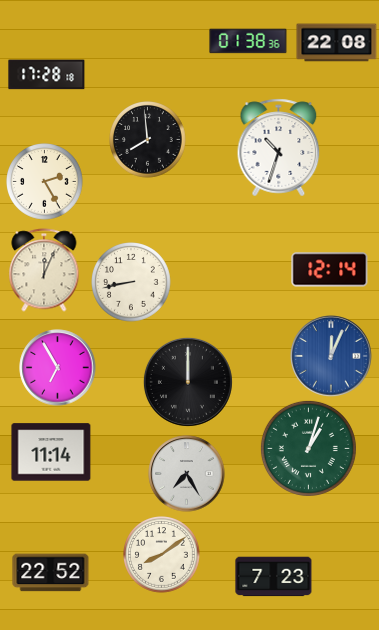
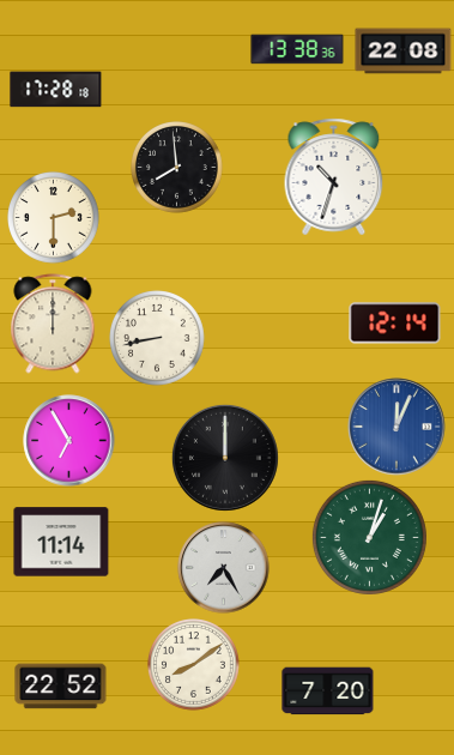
clock at (248, 41): 01:38 -> 13:38
clock at (45, 182): 2:25 -> 2:30
clock at (44, 270): 12:04 -> 12:00
clock at (274, 577): 7:23 -> 7:20
